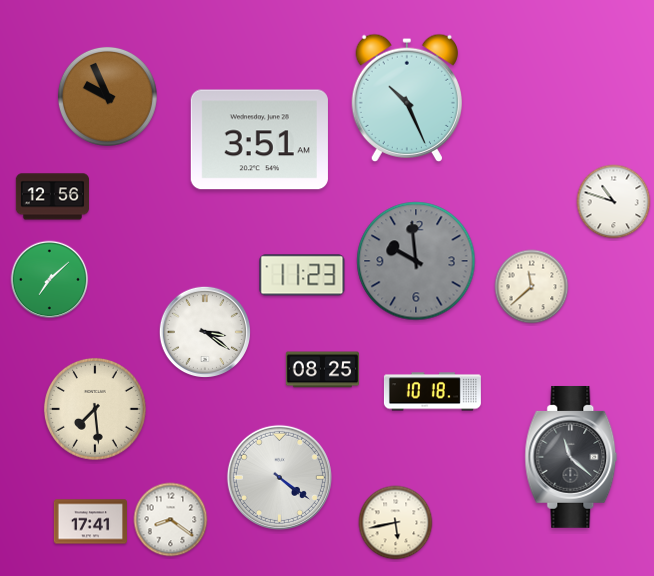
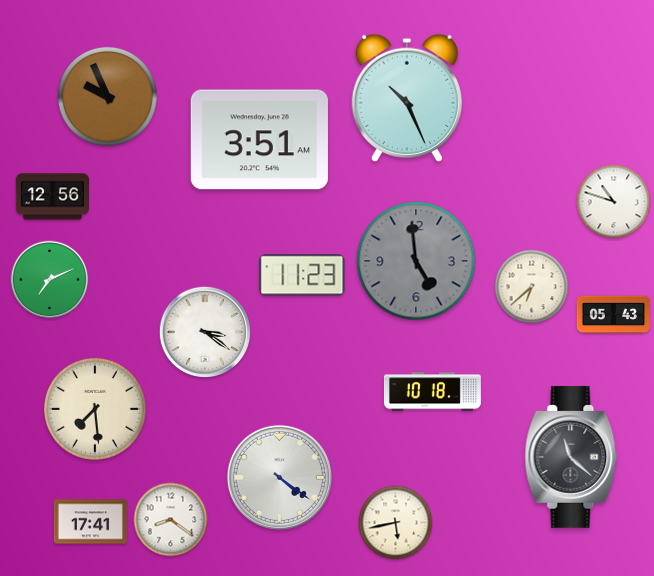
clock at (416, 261): 9:59 -> 4:59
clock at (50, 280): 7:08 -> 7:11
clock at (532, 287): 11:38 -> 6:38
clock at (613, 315): none -> 05:43
clock at (322, 370): 08:25 -> none
